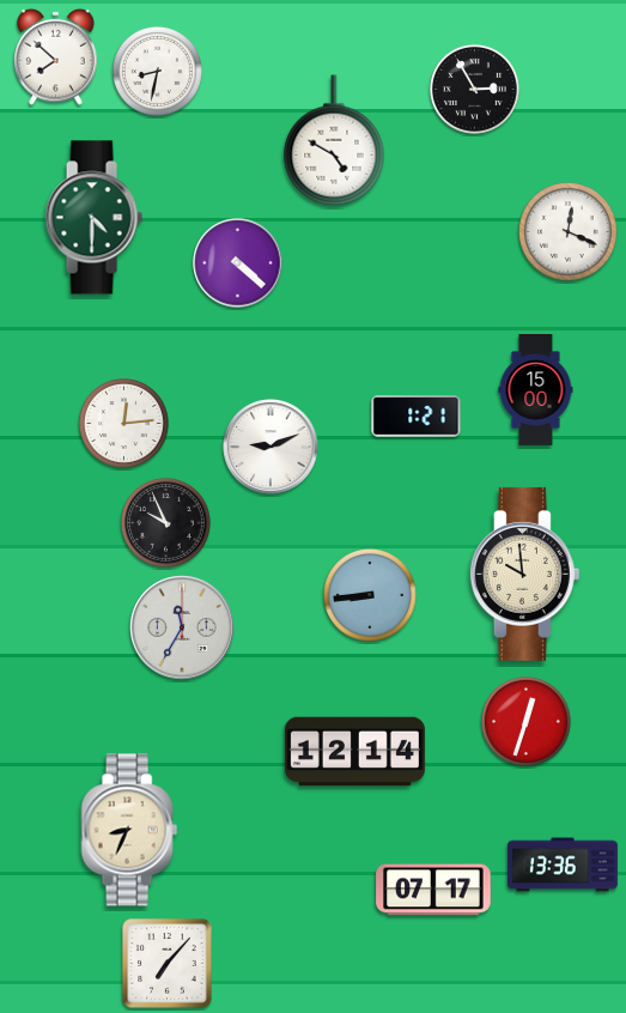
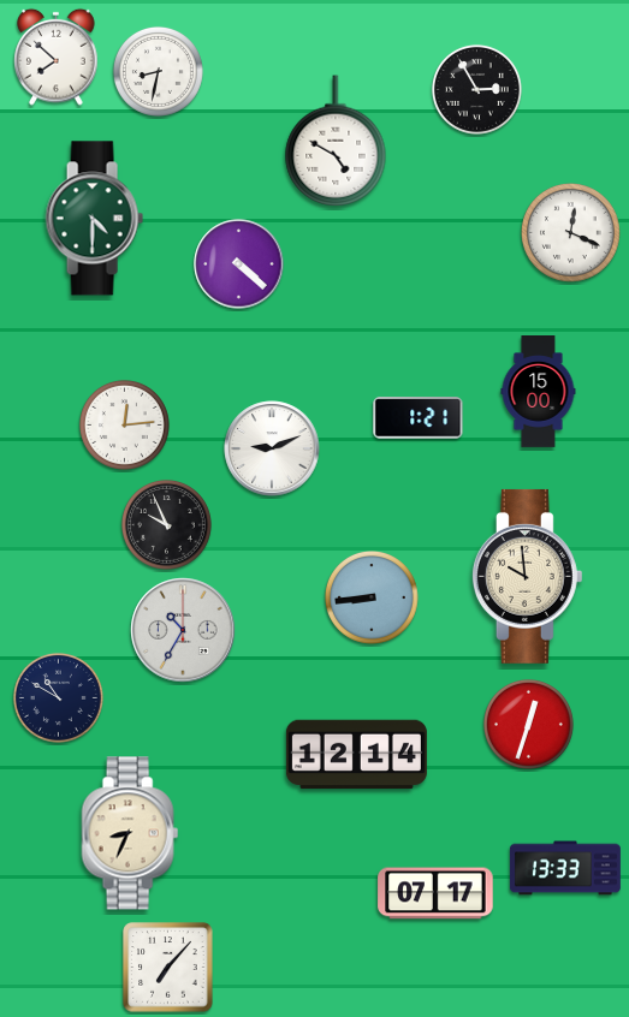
clock at (182, 627): 11:35 -> 10:35
clock at (58, 697): none -> 10:50
clock at (563, 865): 13:36 -> 13:33
